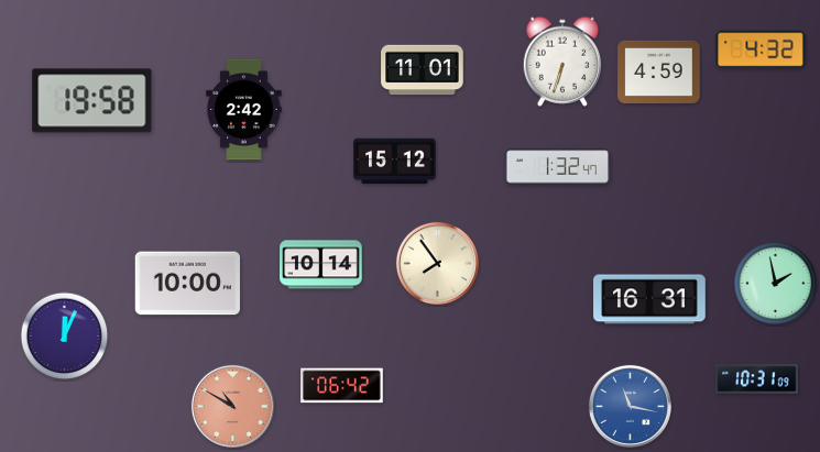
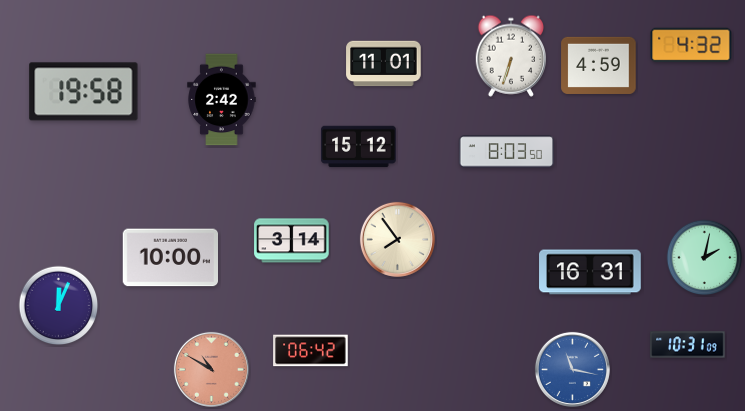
clock at (558, 167): 1:32 -> 8:03
clock at (321, 265): 10:14 -> 3:14
clock at (776, 284): 1:58 -> 2:02
